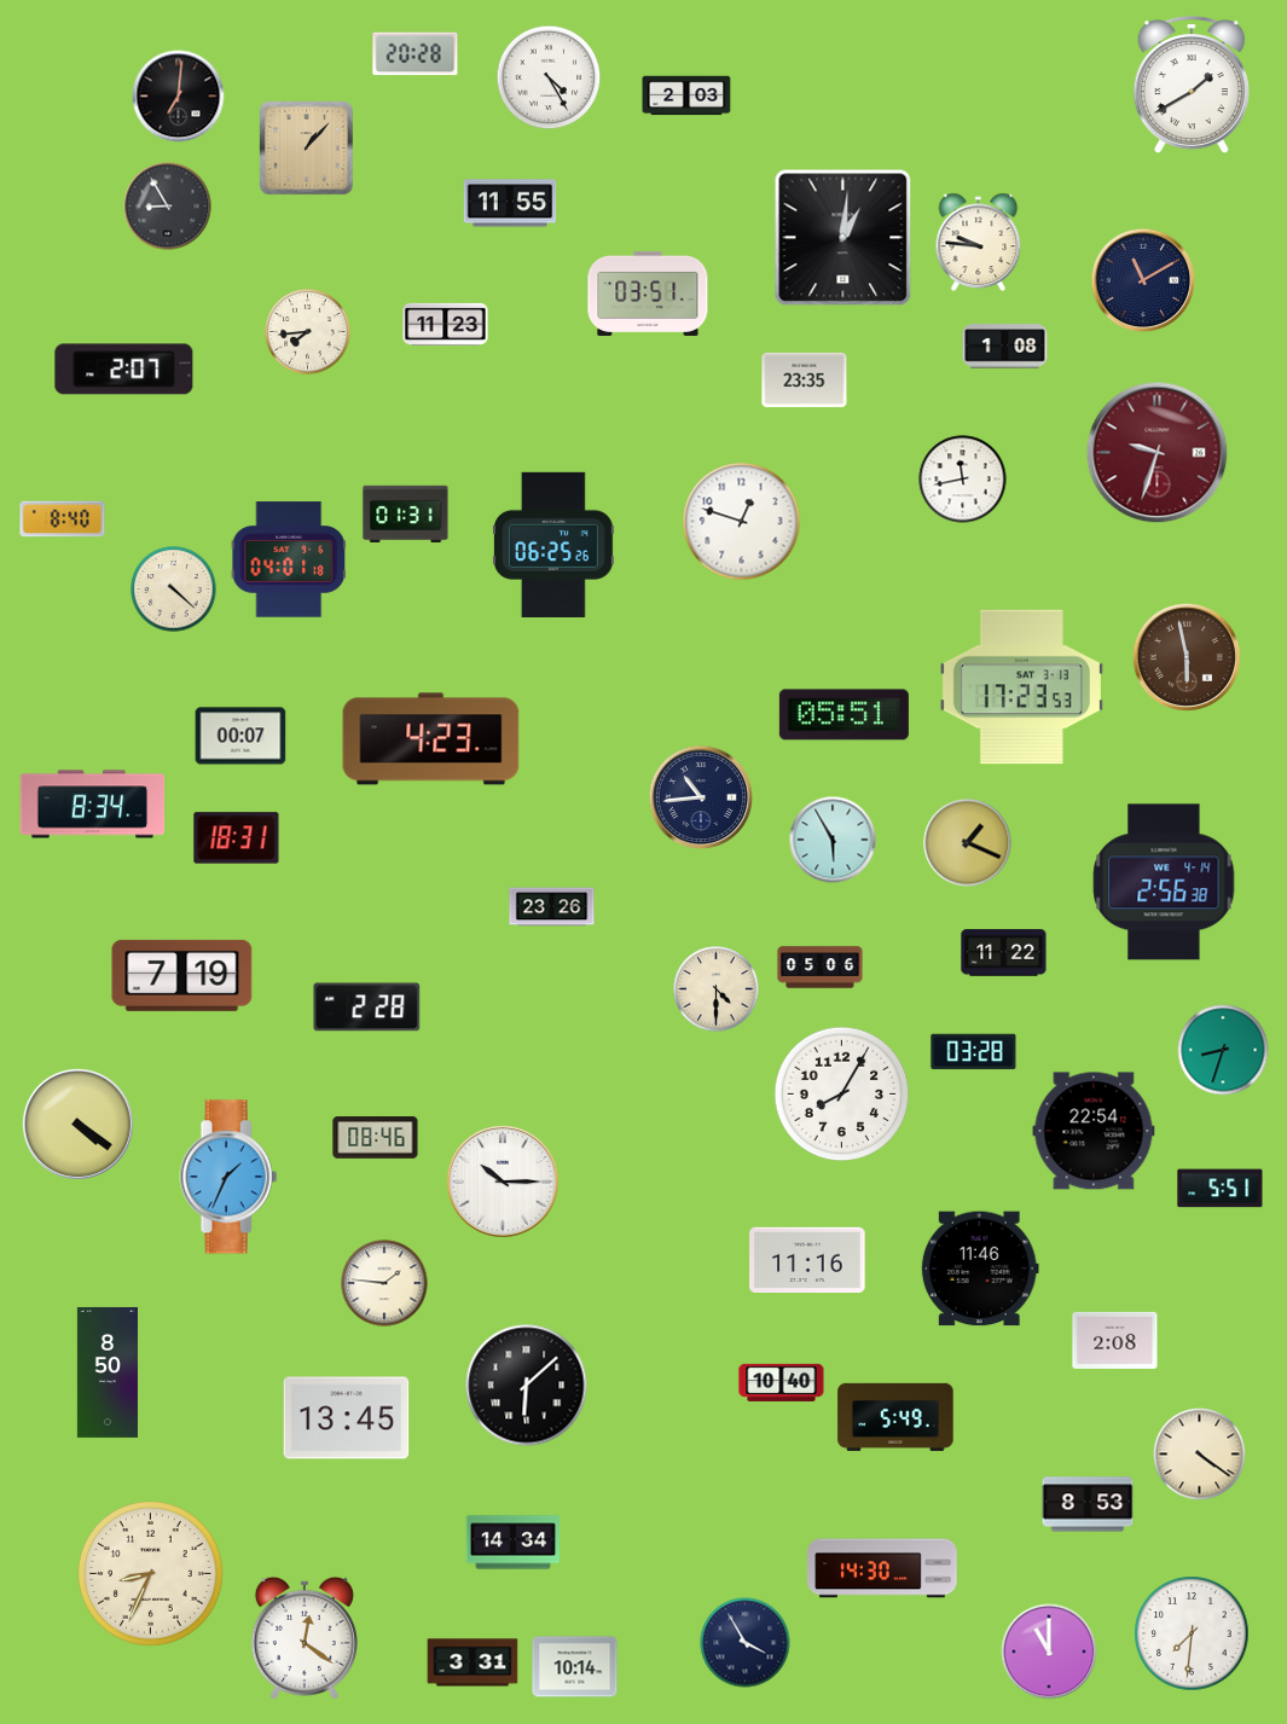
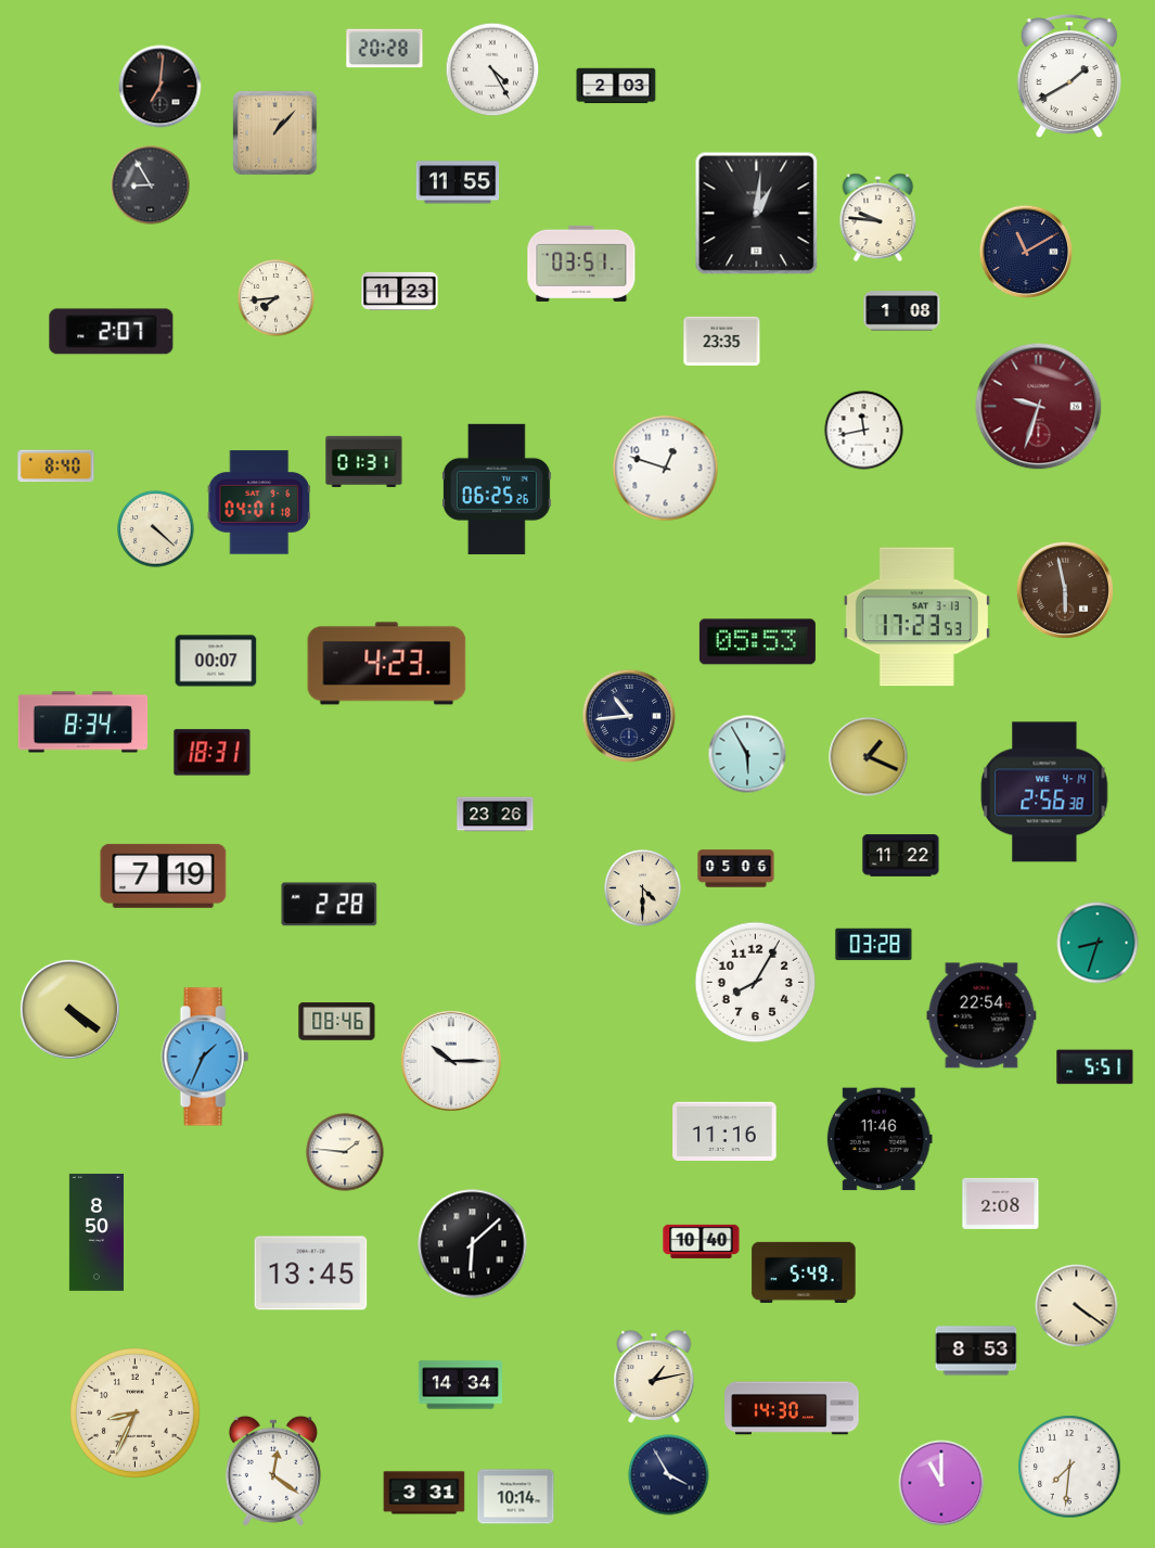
clock at (416, 54) position: (416, 54) -> (385, 49)
clock at (843, 715): 05:51 -> 05:53
clock at (654, 1377): none -> 1:13
